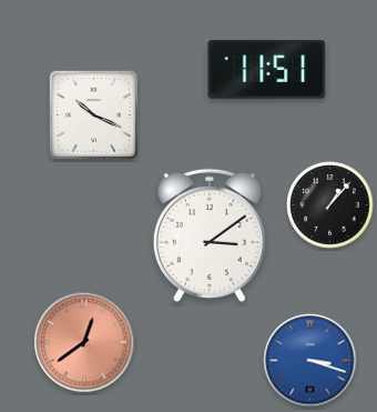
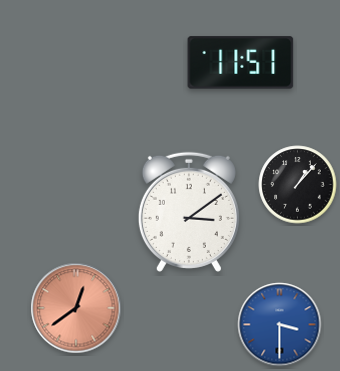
clock at (93, 114): 10:19 -> none
clock at (310, 361): 3:18 -> 3:30
